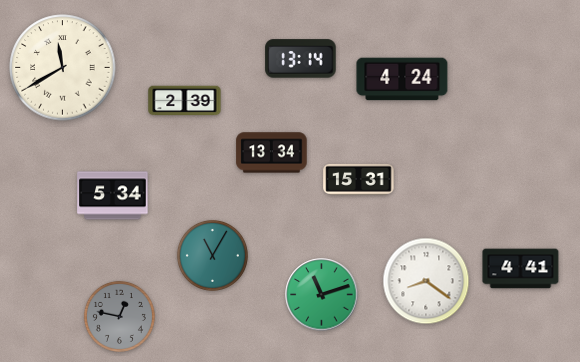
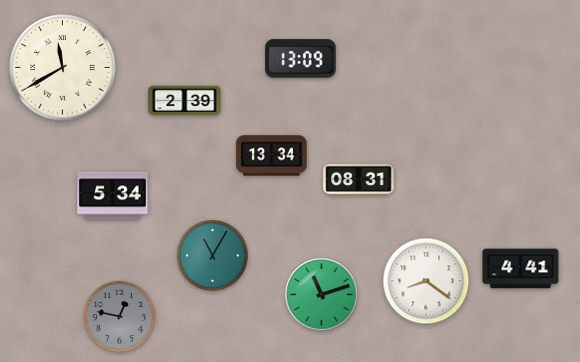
clock at (301, 59): 13:14 -> 13:09
clock at (402, 79): 4:24 -> none
clock at (272, 153) position: (272, 153) -> (272, 156)
clock at (359, 179): 15:31 -> 08:31
